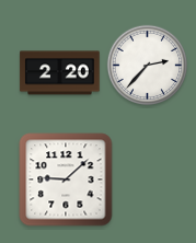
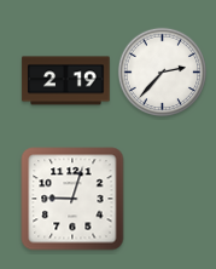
clock at (60, 73): 2:20 -> 2:19
clock at (66, 180): 9:08 -> 9:03
